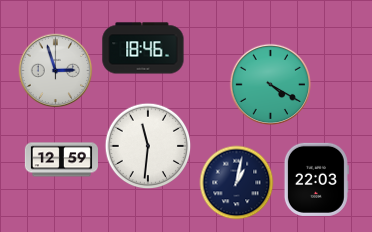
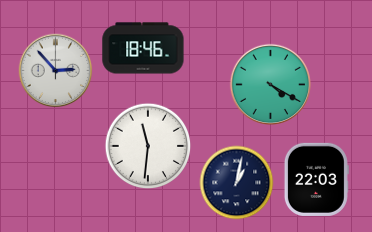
clock at (56, 71): 2:57 -> 2:53
clock at (61, 160): 12:59 -> none
